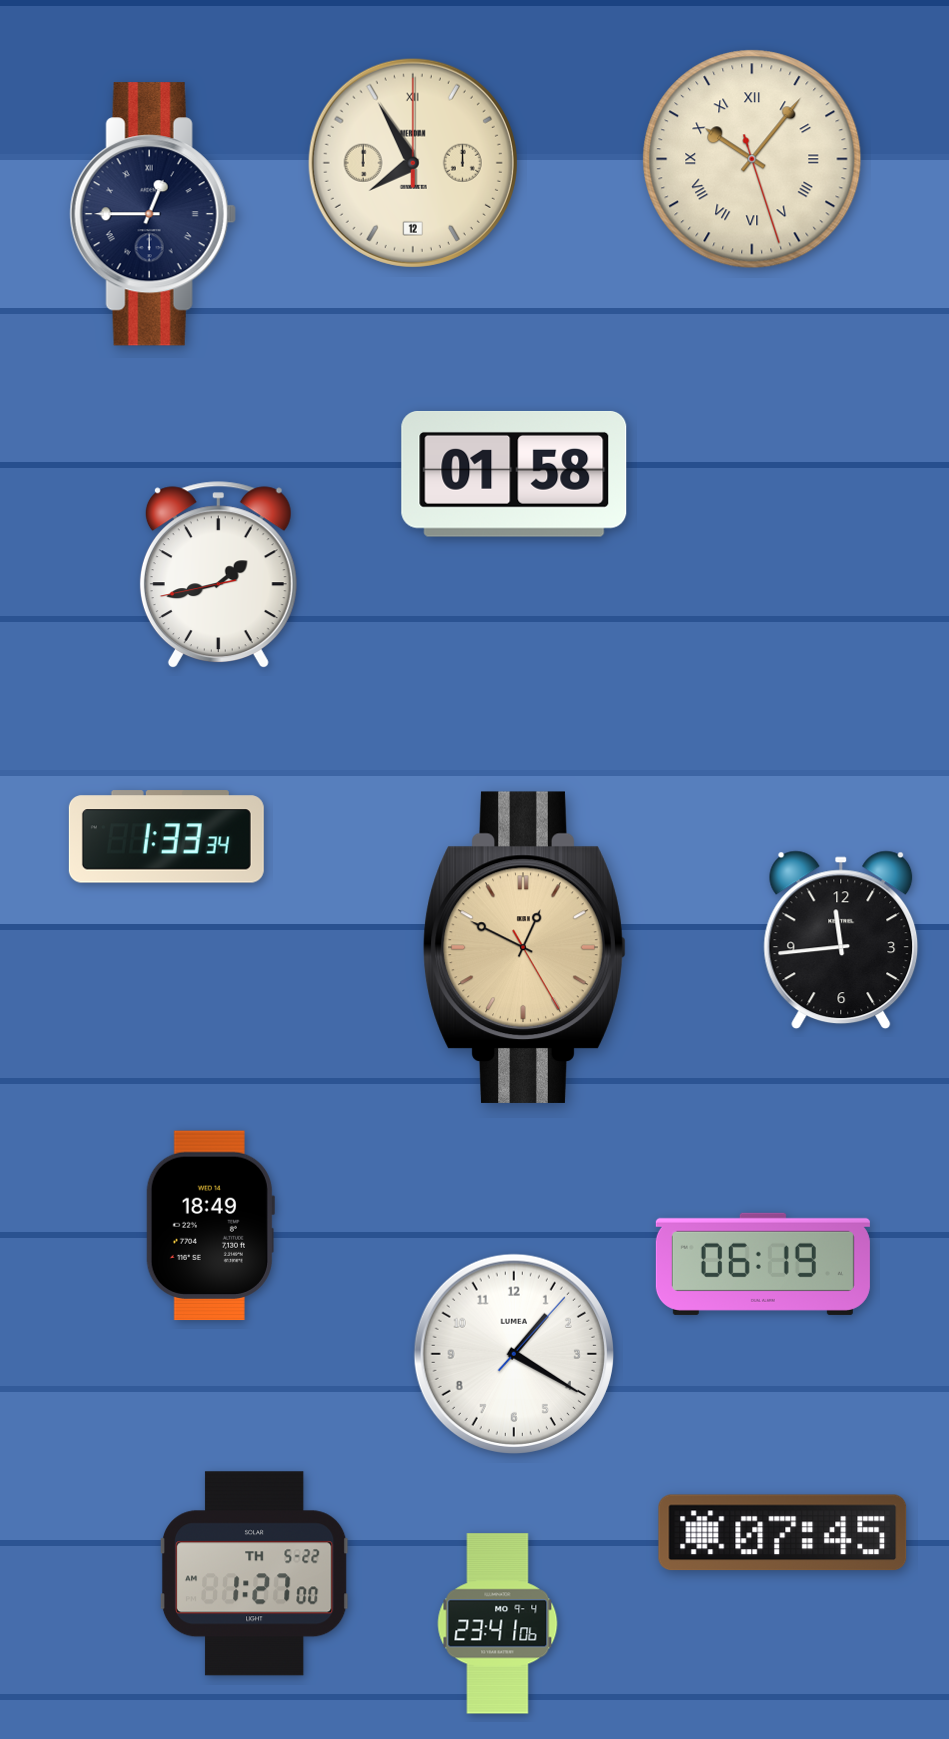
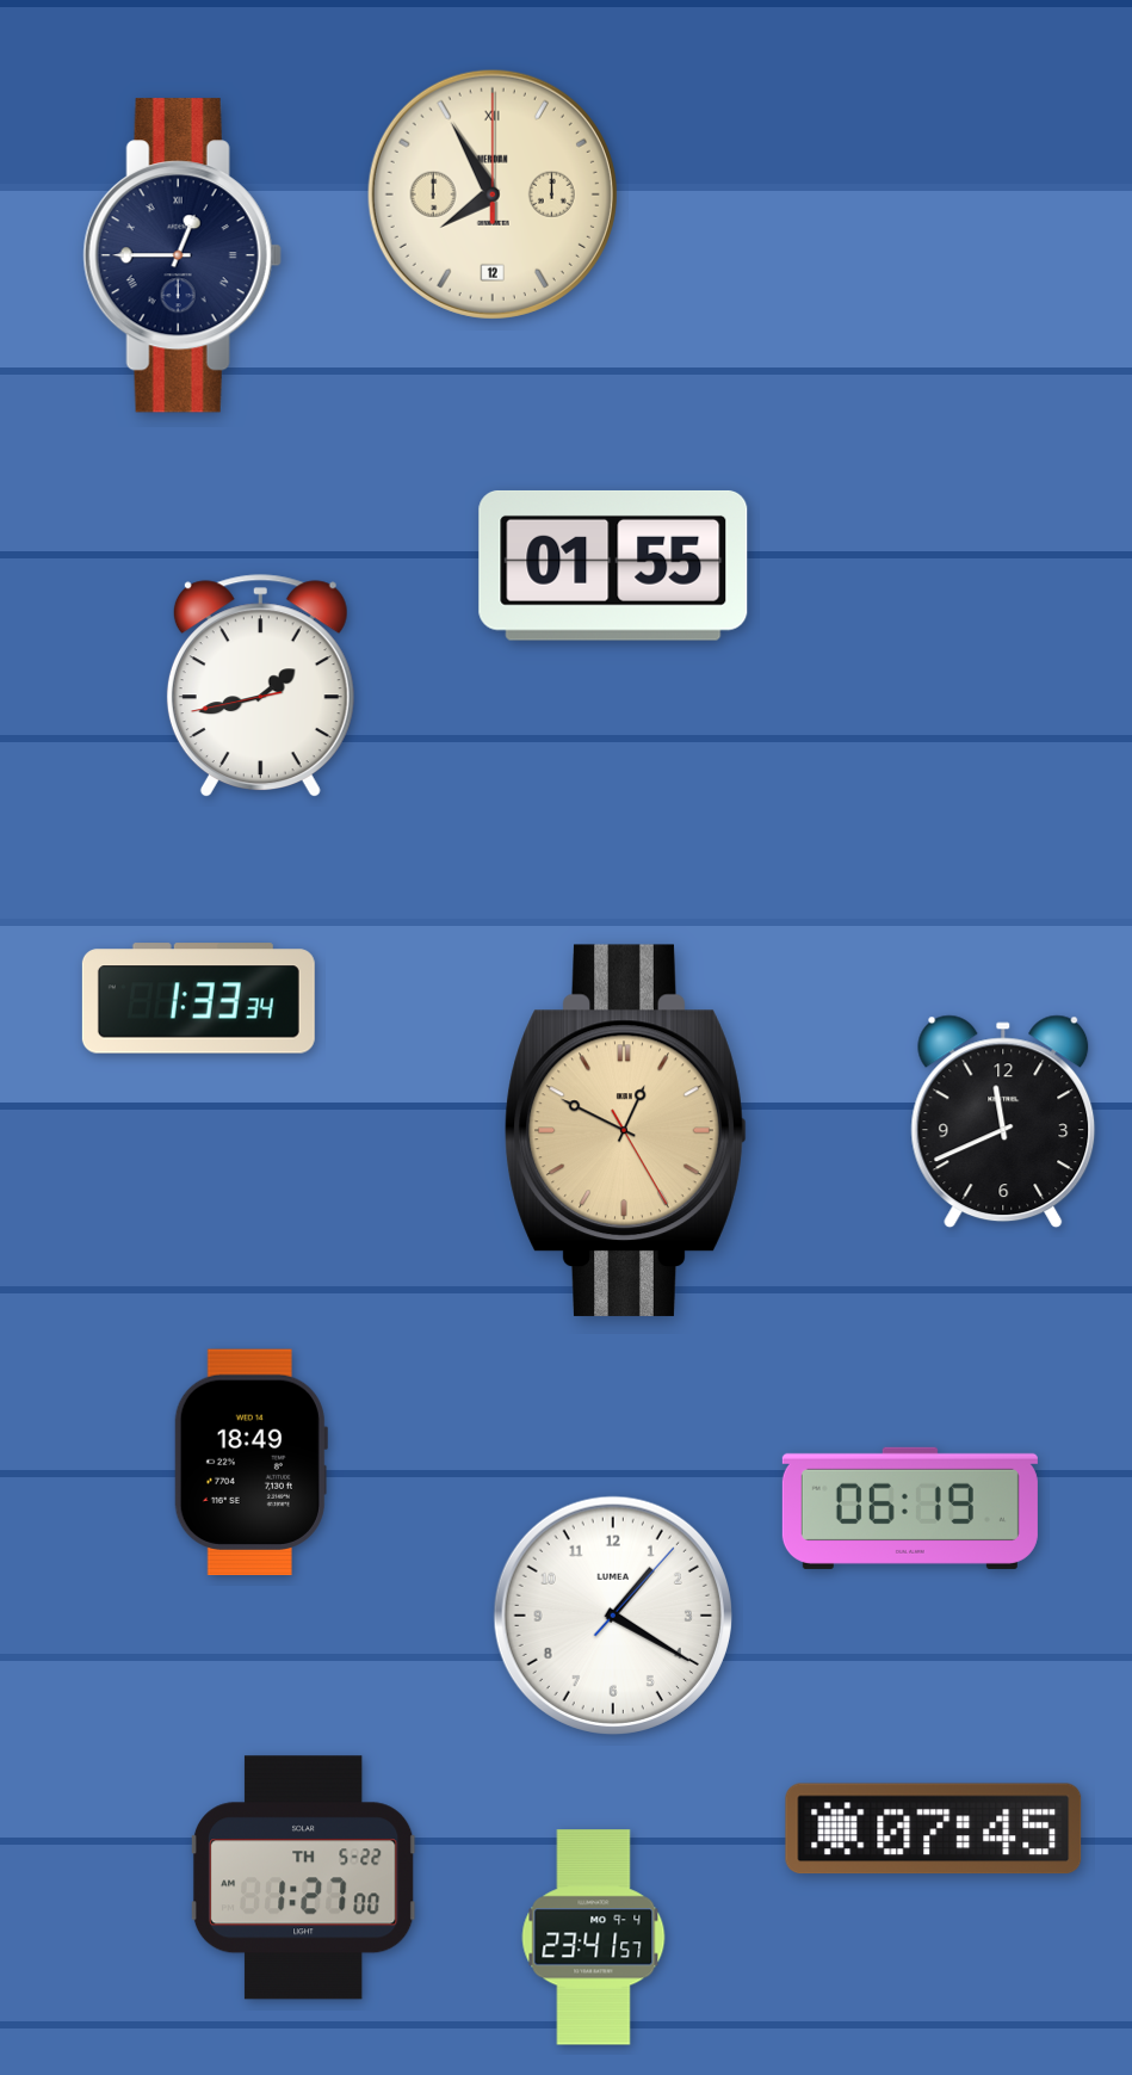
clock at (752, 159): 10:06 -> none
clock at (514, 474): 01:58 -> 01:55
clock at (841, 940): 11:44 -> 11:41
clock at (498, 1624): 23:41:06 -> 23:41:57
